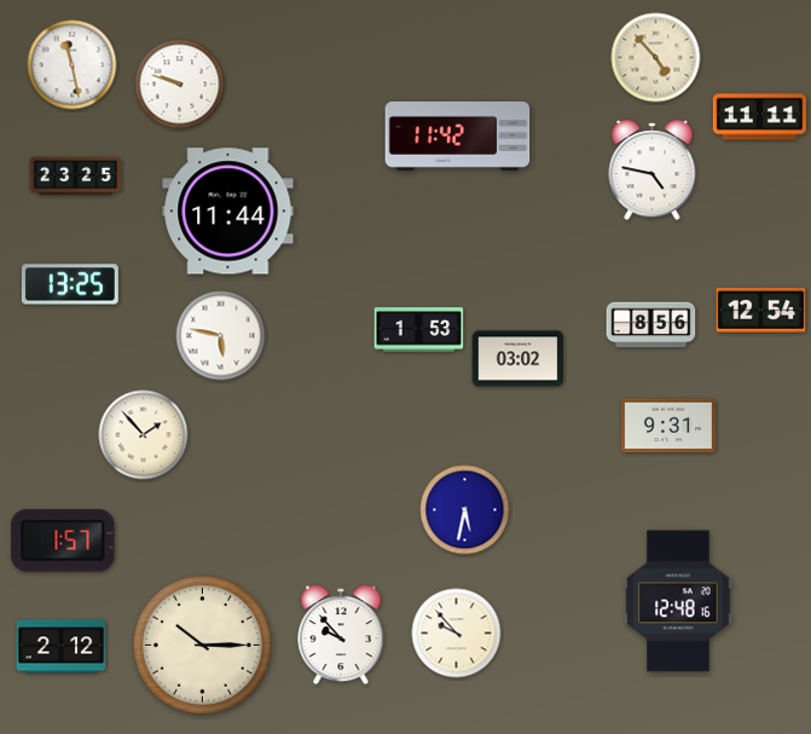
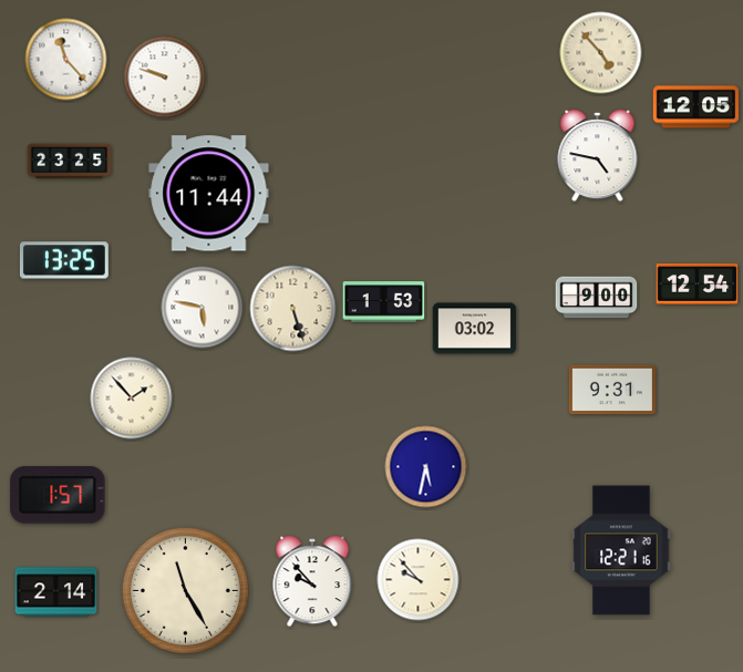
clock at (73, 65): 11:28 -> 11:23
clock at (759, 117): 11:11 -> 12:05
clock at (458, 135): 11:42 -> none
clock at (651, 325): 8:56 -> 9:00
clock at (293, 309): none -> 5:27
clock at (678, 601): 12:48 -> 12:21
clock at (202, 645): 10:15 -> 11:25
clock at (62, 647): 2:12 -> 2:14
